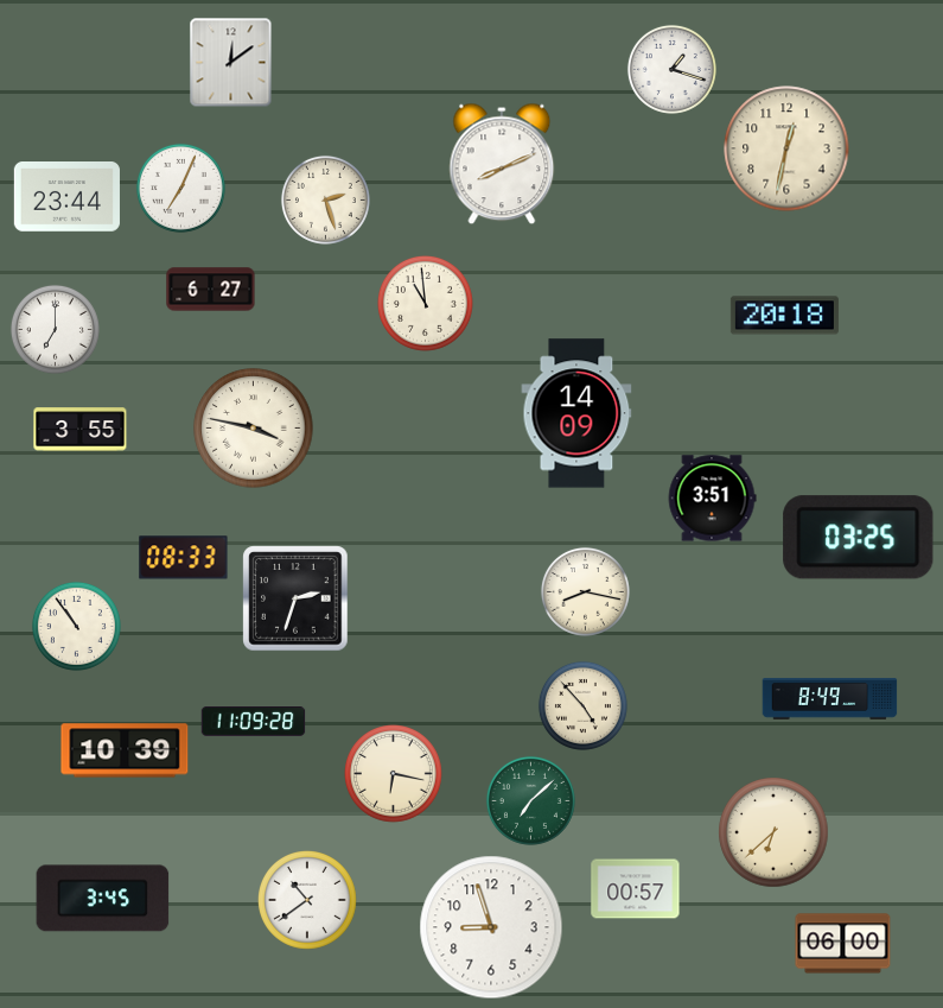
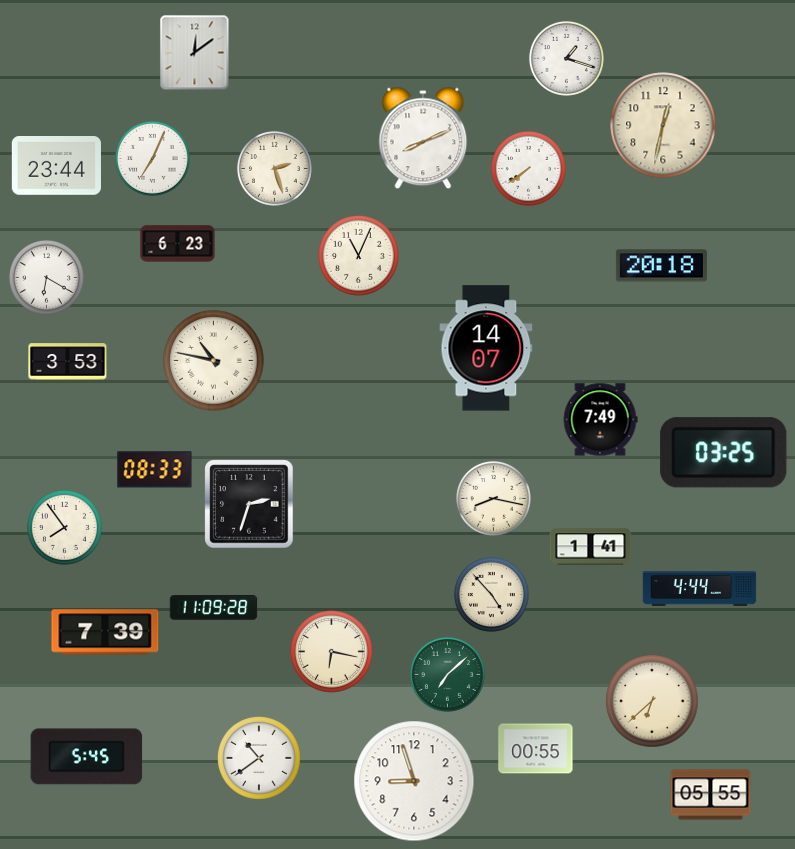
clock at (528, 168): none -> 7:39
clock at (211, 290): 6:27 -> 6:23
clock at (426, 304): 10:59 -> 11:04
clock at (55, 329): 7:00 -> 6:20
clock at (576, 413): 14:09 -> 14:07
clock at (254, 429): 3:47 -> 10:47
clock at (81, 430): 3:55 -> 3:53
clock at (712, 499): 3:51 -> 7:49
clock at (76, 626): 10:54 -> 7:54
clock at (591, 547): none -> 1:41
clock at (830, 699): 8:49 -> 4:44
clock at (125, 750): 10:39 -> 7:39
clock at (636, 889): 00:57 -> 00:55
clock at (103, 899): 3:45 -> 5:45
clock at (843, 944): 06:00 -> 05:55
